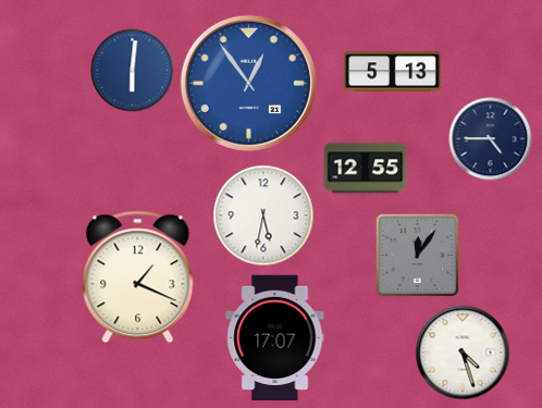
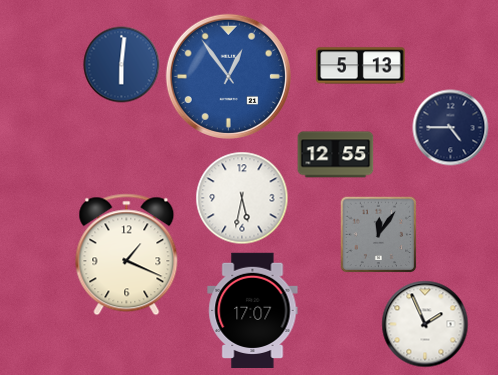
clock at (417, 255) position: (417, 255) -> (378, 234)
clock at (463, 353): 4:27 -> 1:56
